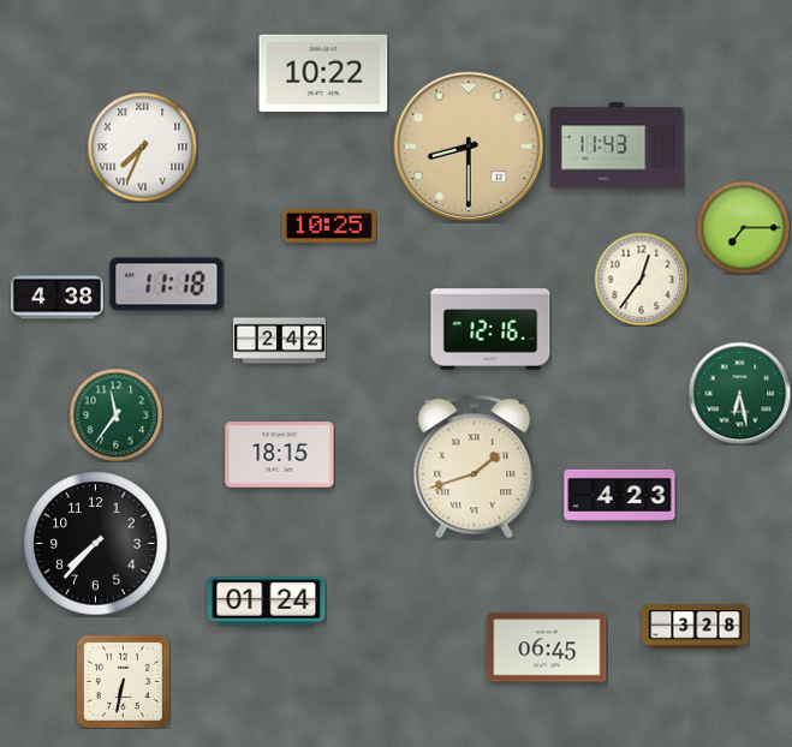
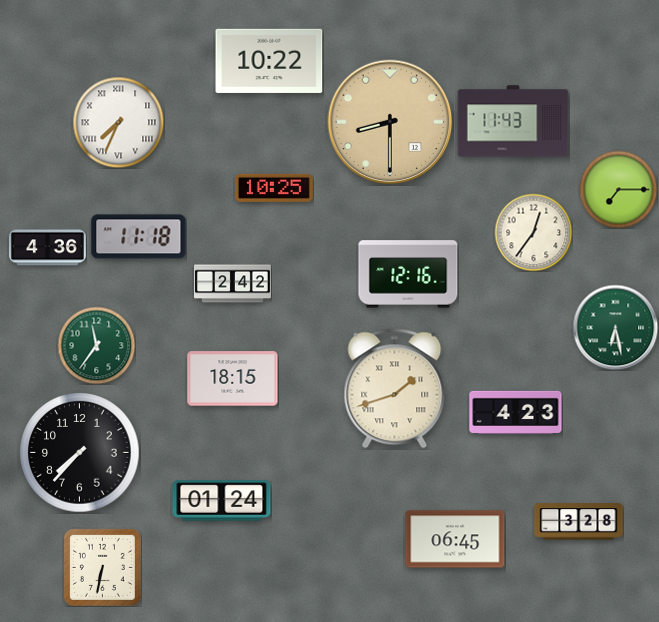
clock at (58, 298): 4:38 -> 4:36
